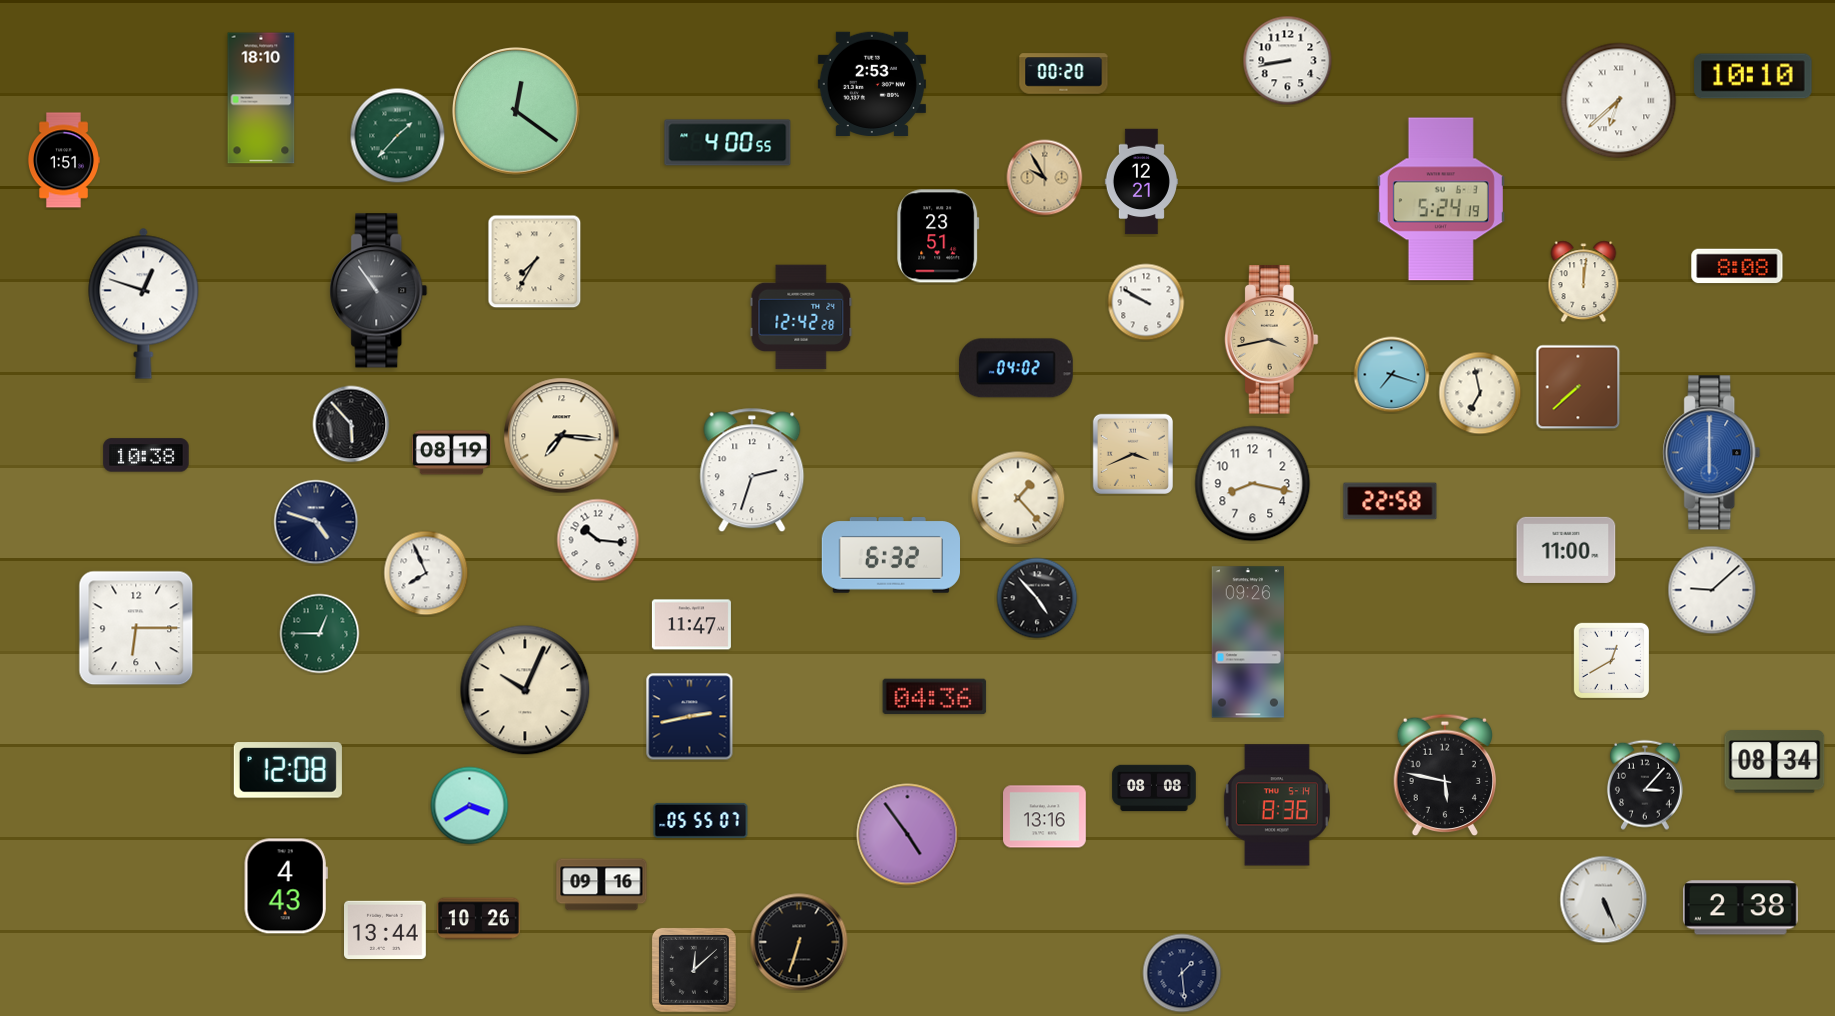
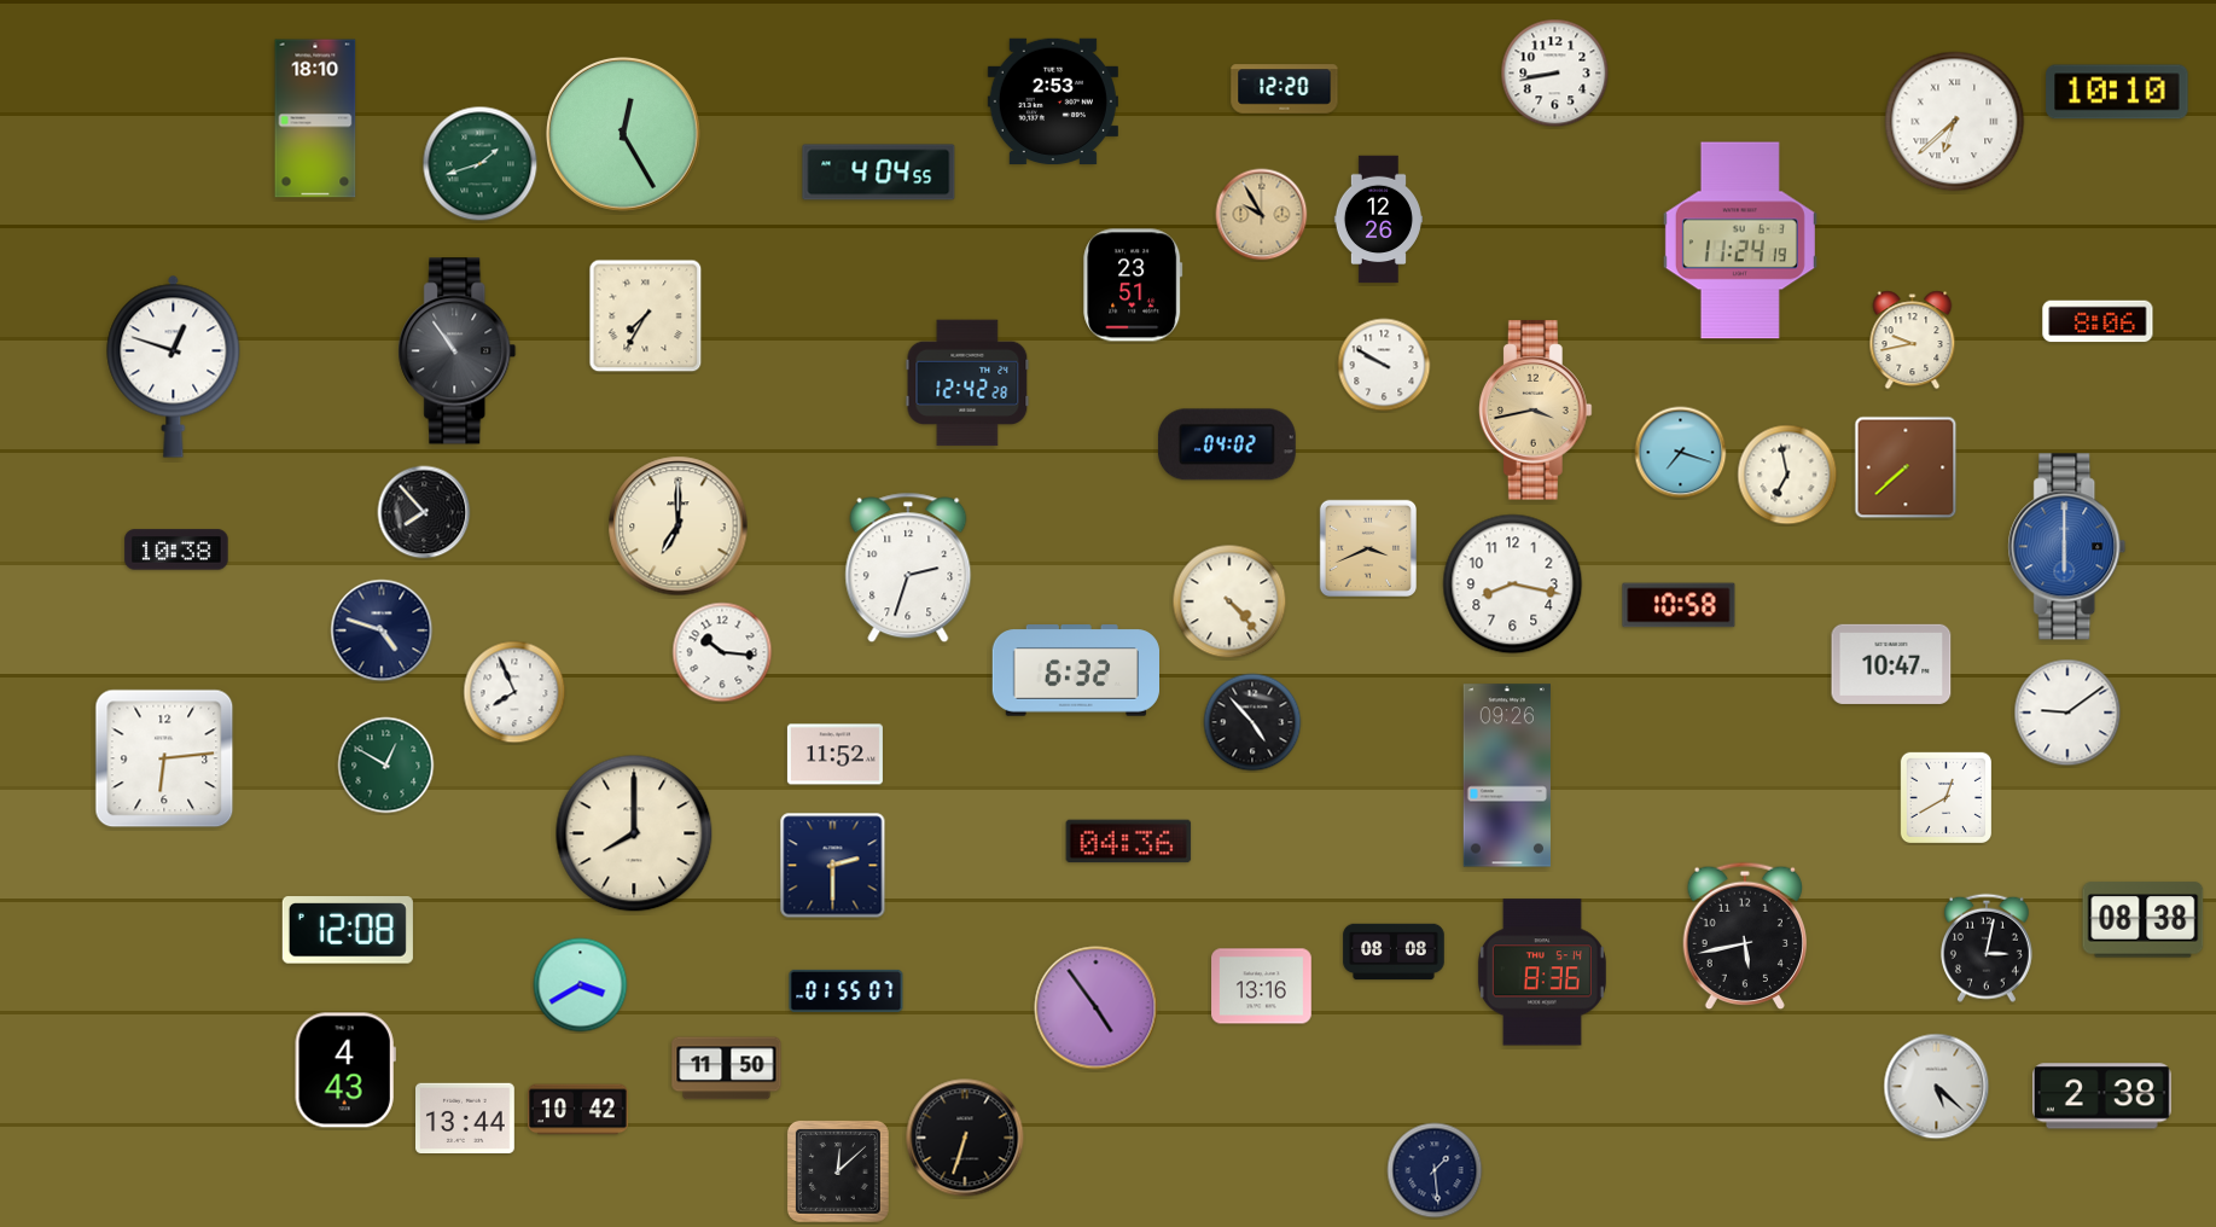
clock at (1064, 74): 00:20 -> 12:20
clock at (517, 112): 12:21 -> 12:25
clock at (398, 136): 1:37 -> 1:42
clock at (728, 143): 4:00 -> 4:04
clock at (63, 160): 1:51 -> none
clock at (1141, 182): 12:21 -> 12:26
clock at (1441, 199): 5:24 -> 11:24
clock at (1737, 266): 8:08 -> 8:06
clock at (1584, 282): 12:01 -> 9:43
clock at (351, 424): 5:53 -> 7:53
clock at (562, 436): 7:16 -> 7:00
clock at (451, 453): 08:19 -> none
clock at (1018, 498): 1:23 -> 4:23
clock at (1390, 501): 22:58 -> 10:58
clock at (1566, 550): 11:00 -> 10:47
clock at (1712, 590): 9:08 -> 9:09
clock at (691, 625): 11:47 -> 11:52
clock at (136, 628): 6:15 -> 6:14
clock at (320, 634): 12:45 -> 12:50
clock at (525, 690): 10:04 -> 8:00
clock at (690, 717): 2:43 -> 2:30
clock at (1775, 762): 08:34 -> 08:38
clock at (1444, 775): 5:47 -> 5:43
clock at (1645, 785): 3:07 -> 3:02
clock at (470, 806) position: (470, 806) -> (581, 985)
clock at (701, 820): 05:55 -> 01:55
clock at (602, 885): 09:16 -> 11:50
clock at (1604, 900): 5:26 -> 5:22
clock at (479, 919): 10:26 -> 10:42
clock at (386, 930) position: (386, 930) -> (466, 1118)
clock at (1182, 973) position: (1182, 973) -> (1435, 1170)
